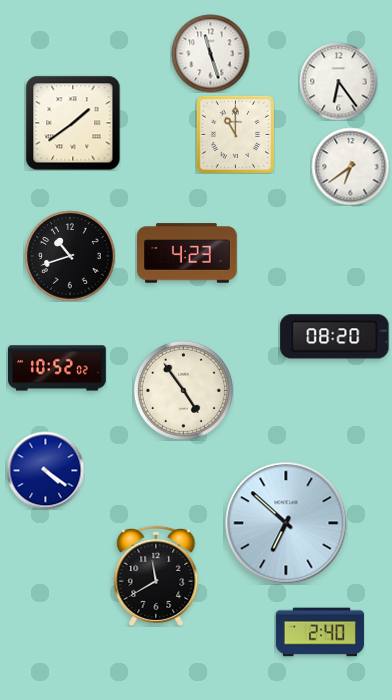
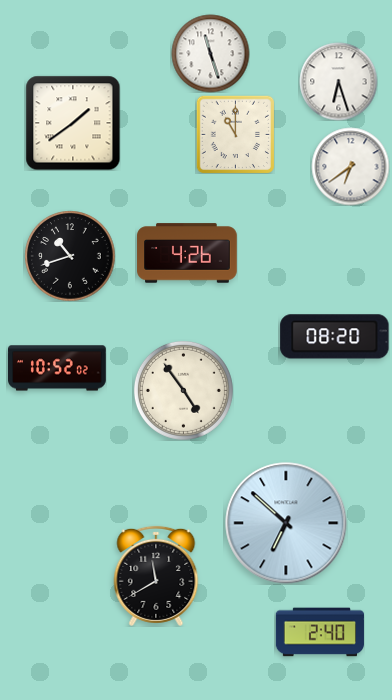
clock at (338, 81): 6:24 -> 6:27
clock at (187, 253): 4:23 -> 4:26
clock at (45, 470): 4:21 -> none
